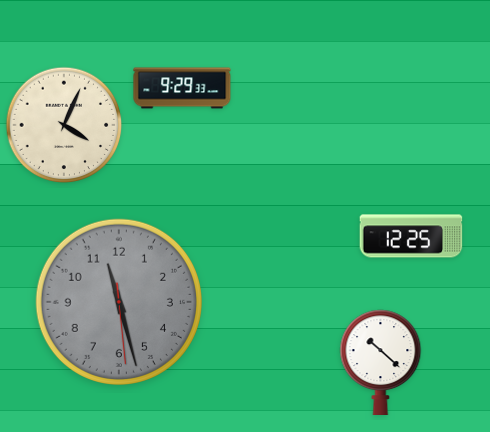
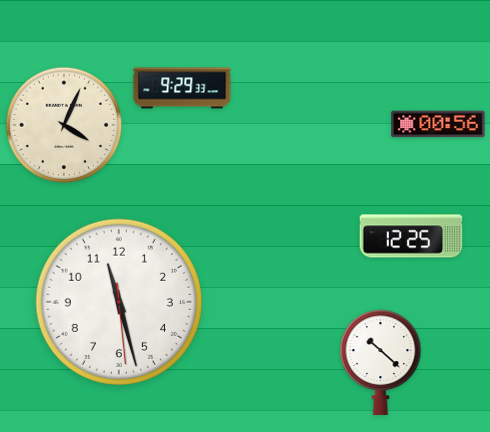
clock at (438, 124): none -> 00:56
clock at (119, 302) dial: grey -> white
